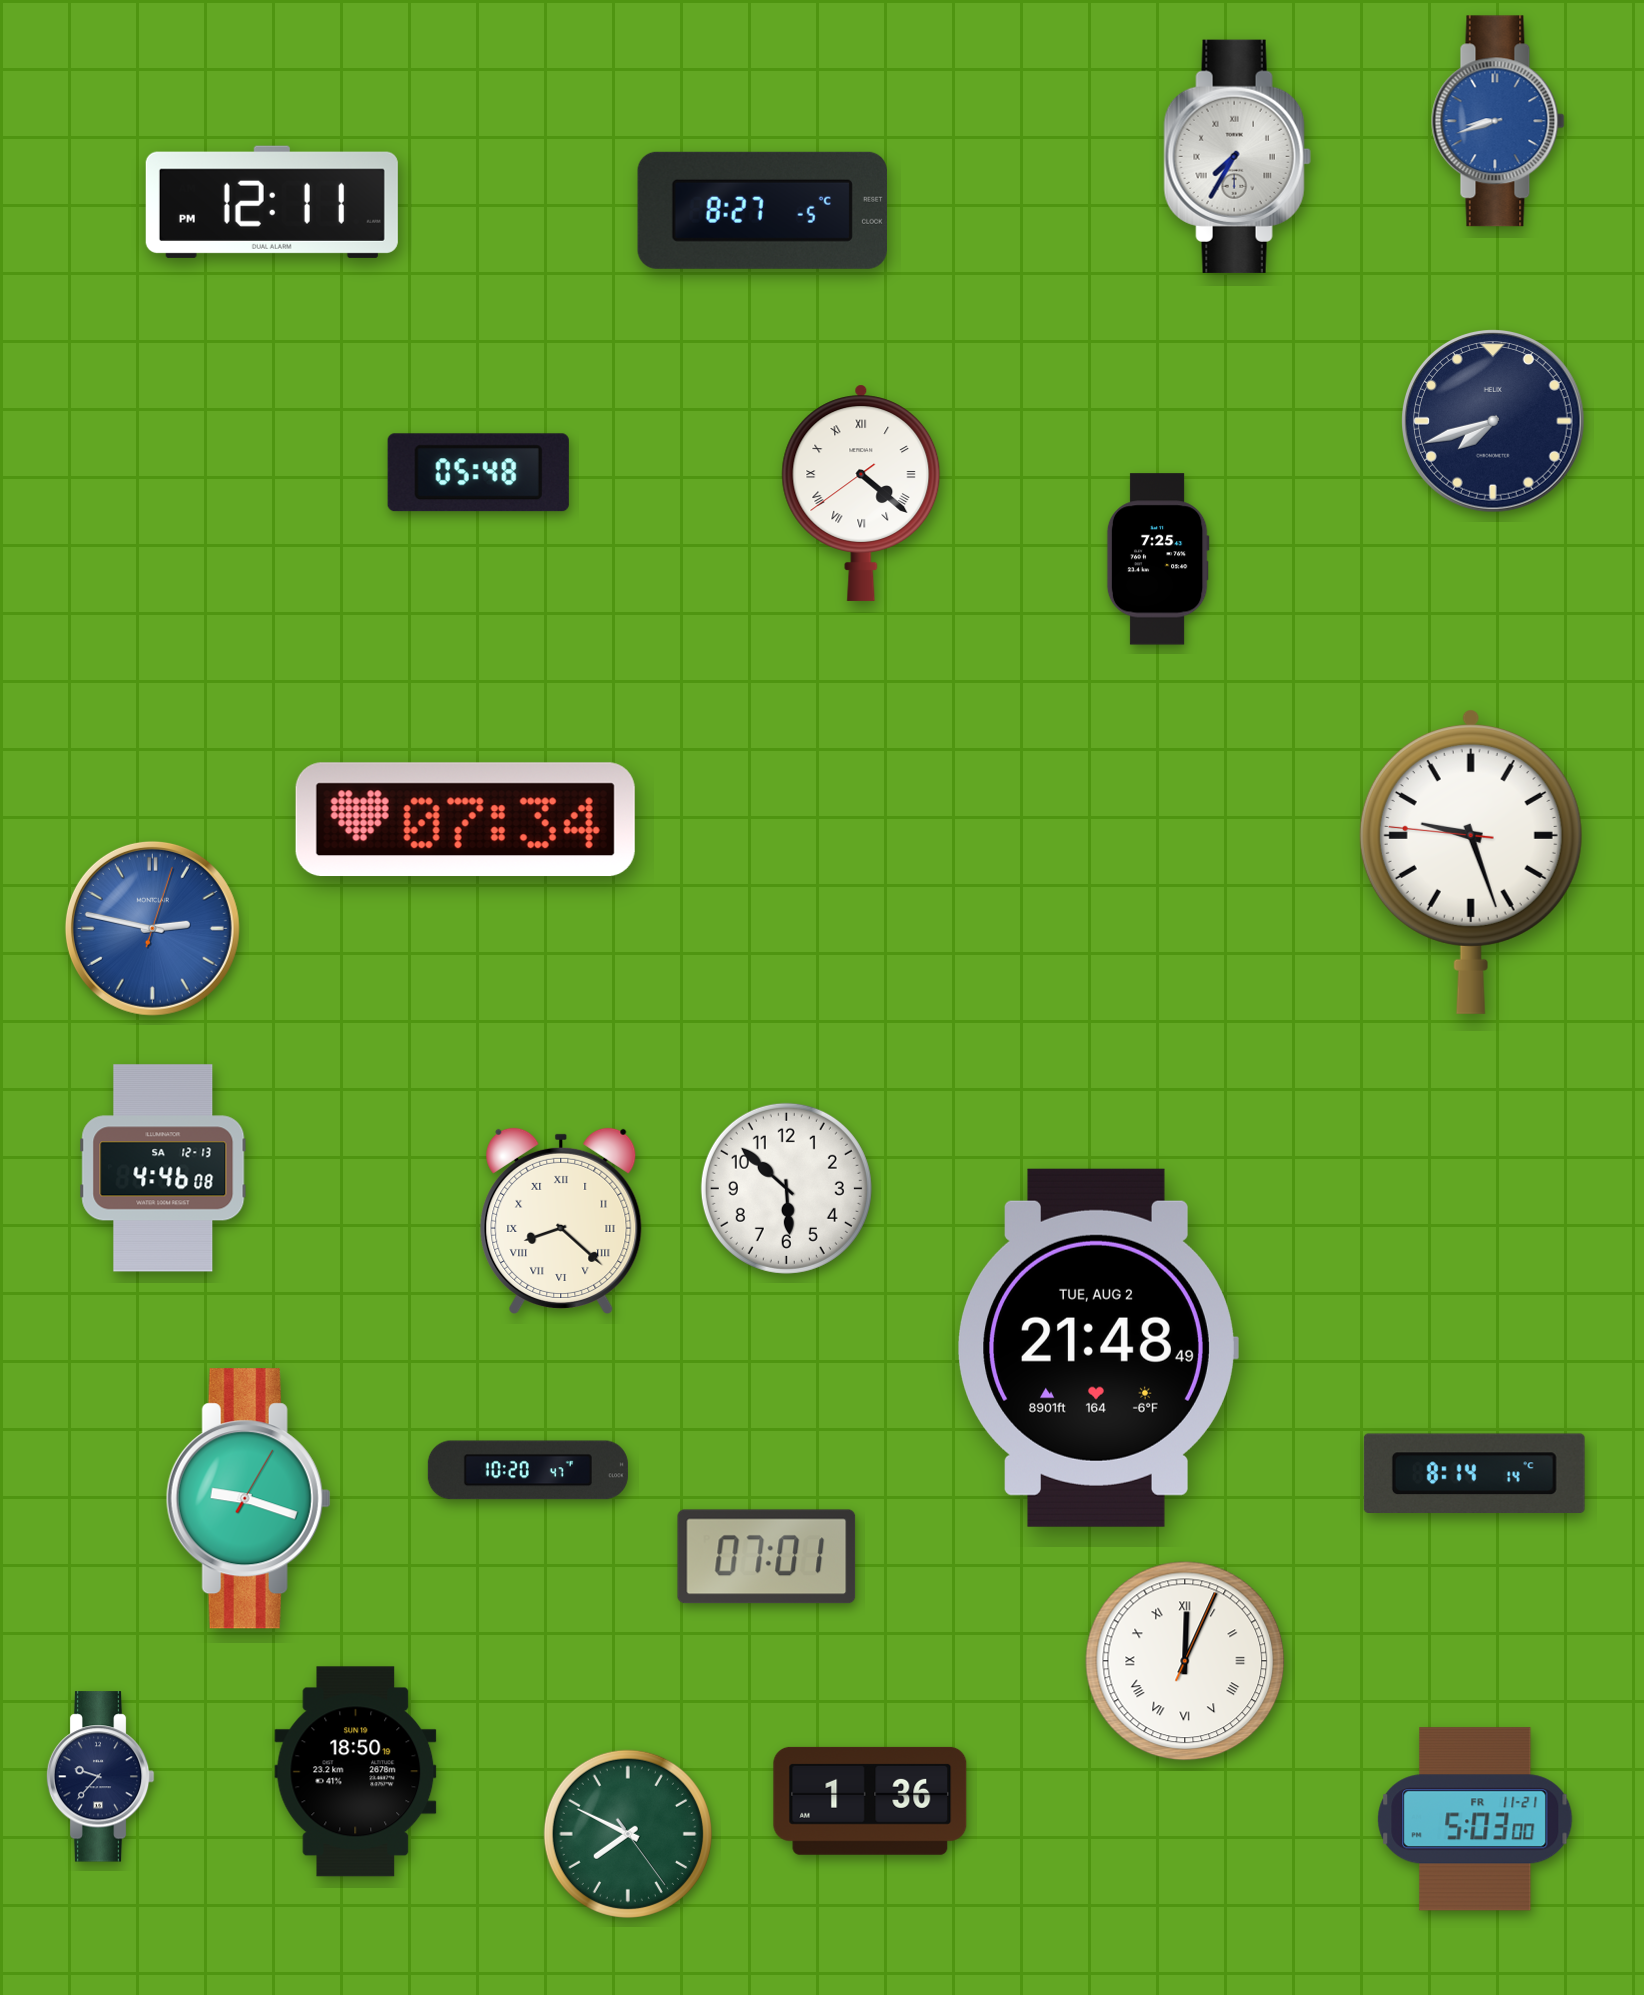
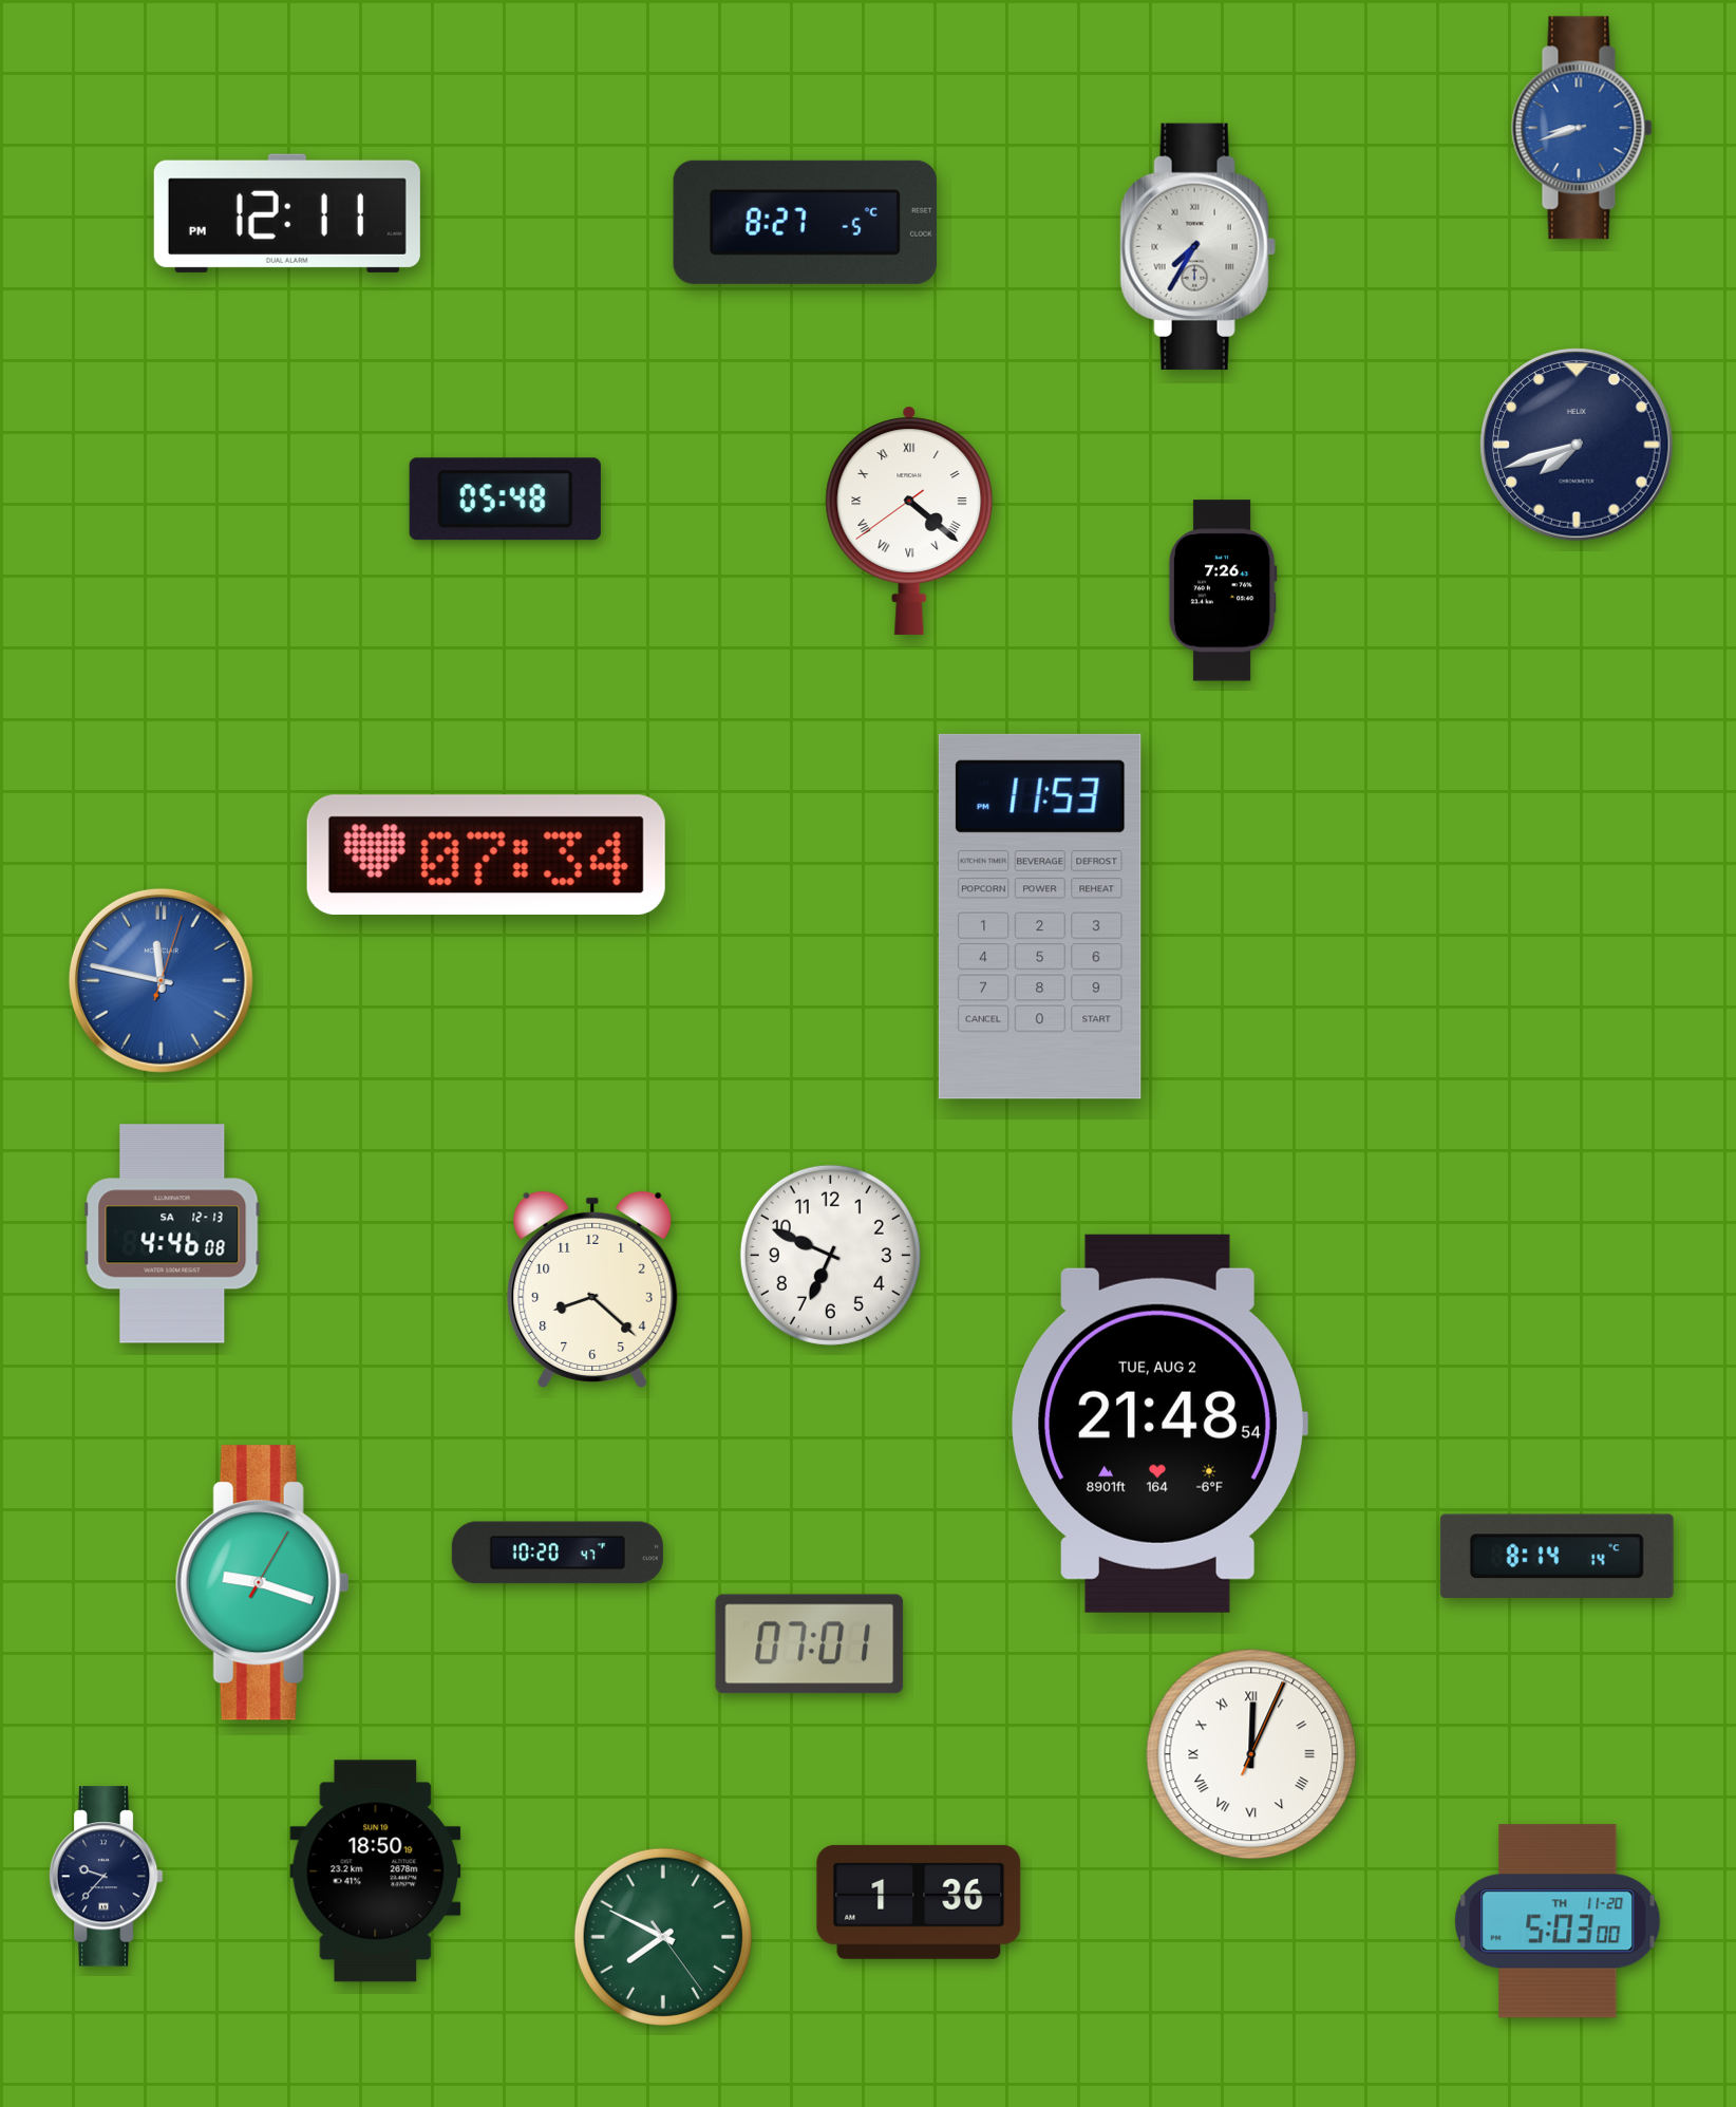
clock at (1237, 156) position: (1237, 156) -> (1197, 246)
clock at (1158, 559): 7:25 -> 7:26
clock at (465, 820) position: (465, 820) -> (486, 855)
clock at (1471, 862): 9:26 -> none
clock at (1040, 917): none -> 11:53
clock at (152, 928): 2:47 -> 11:47
clock at (786, 1188): 5:52 -> 6:49
clock at (561, 1221) numerals: Roman -> Arabic
clock at (1098, 1348): 21:48:49 -> 21:48:54
clock at (1475, 1819) date: FR 11-21 -> TH 11-20
